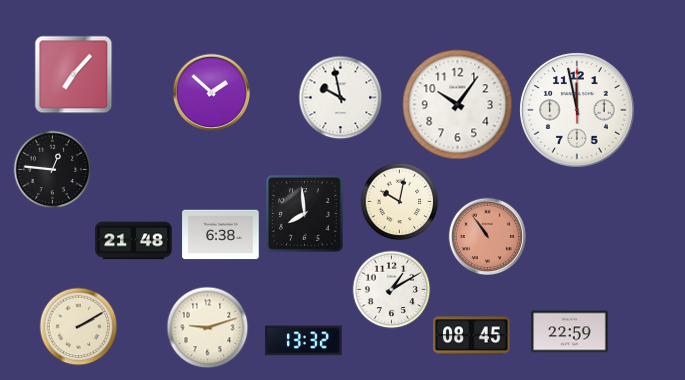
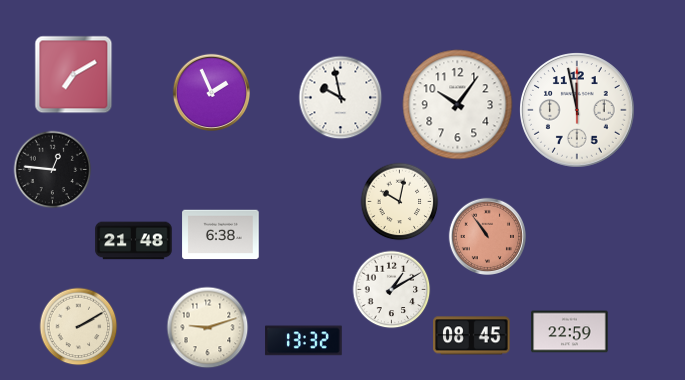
clock at (73, 74): 7:07 -> 7:10
clock at (211, 92): 1:52 -> 1:56
clock at (305, 214): 7:59 -> none
